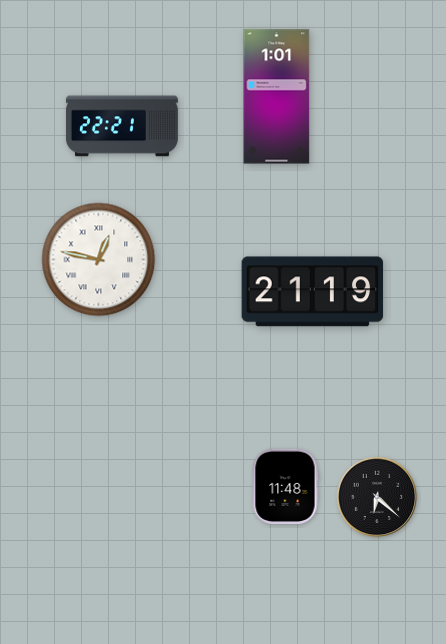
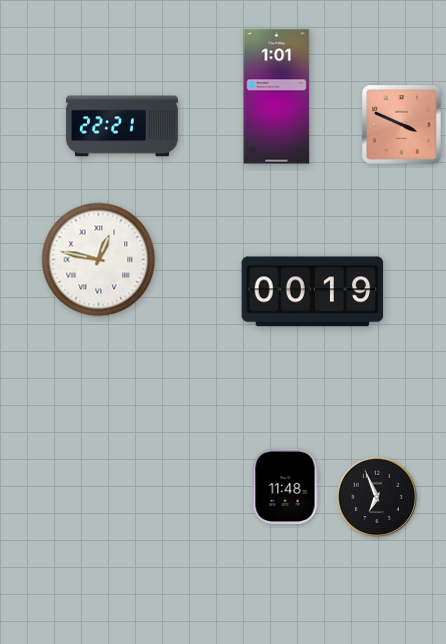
clock at (402, 125): none -> 3:49
clock at (313, 292): 21:19 -> 00:19
clock at (377, 497): 6:22 -> 6:56
